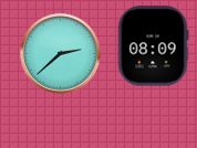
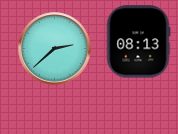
clock at (153, 46): 08:09 -> 08:13
